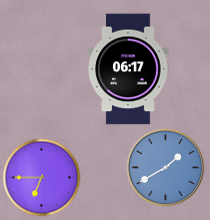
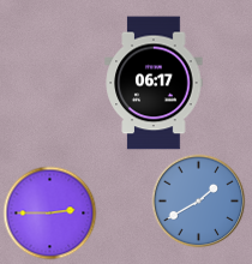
clock at (41, 177): 6:45 -> 2:45
